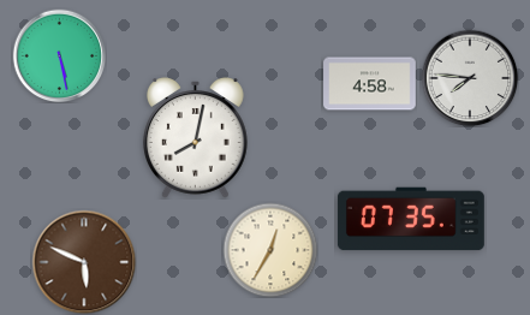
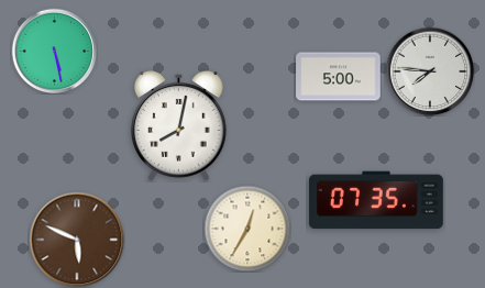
clock at (370, 84): 4:58 -> 5:00
